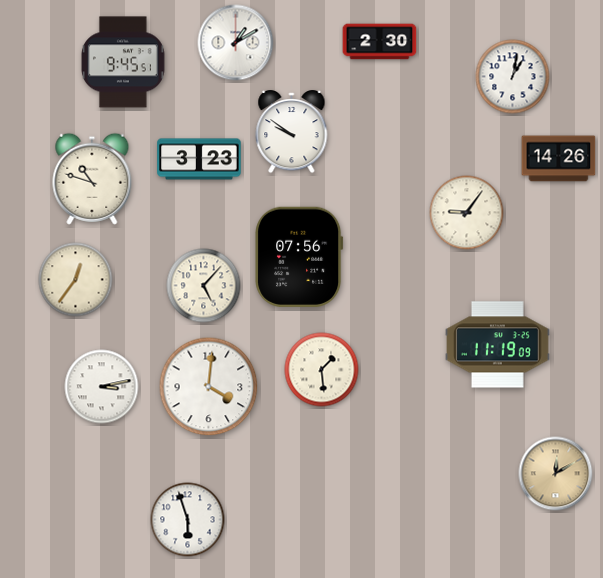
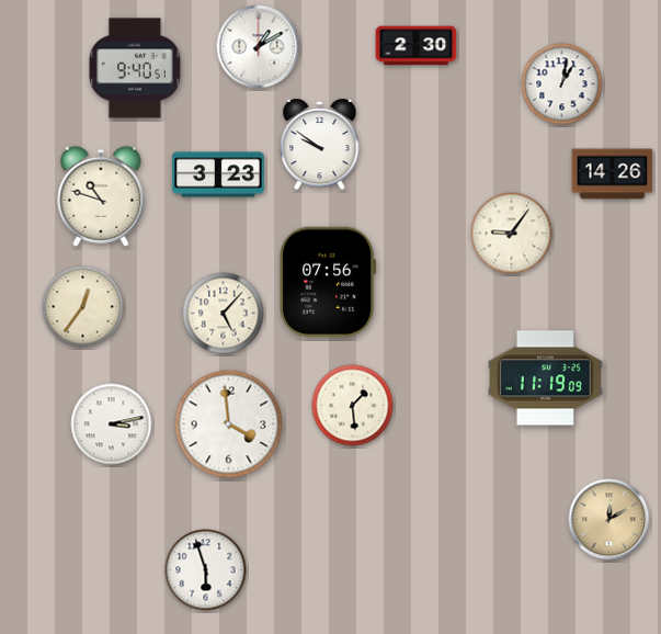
clock at (123, 62): 9:45 -> 9:40
clock at (209, 387): 4:01 -> 3:59
